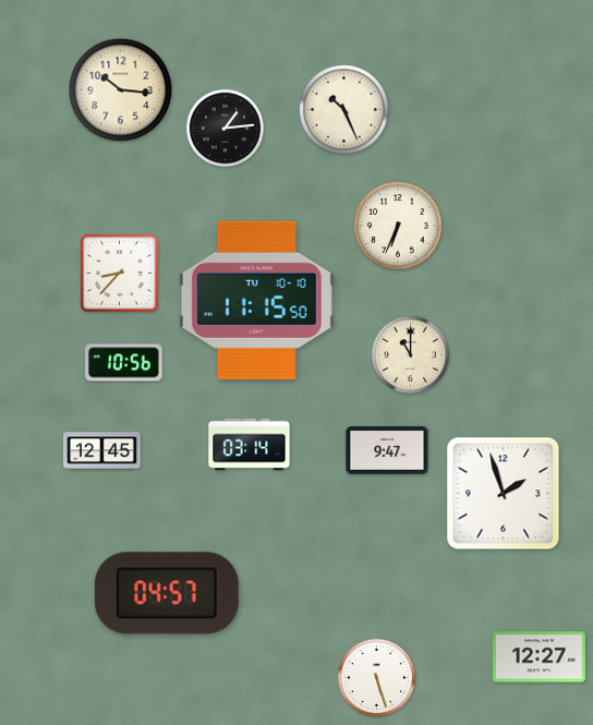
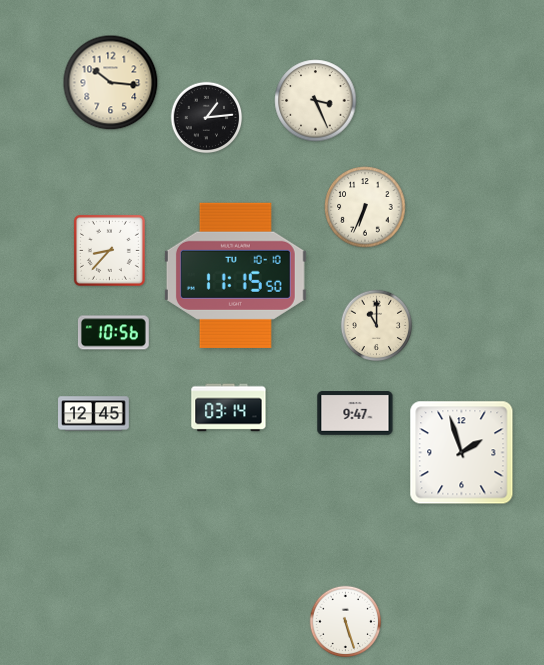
clock at (344, 110): 10:26 -> 3:26
clock at (167, 593): 04:57 -> none
clock at (538, 657): 12:27 -> none
